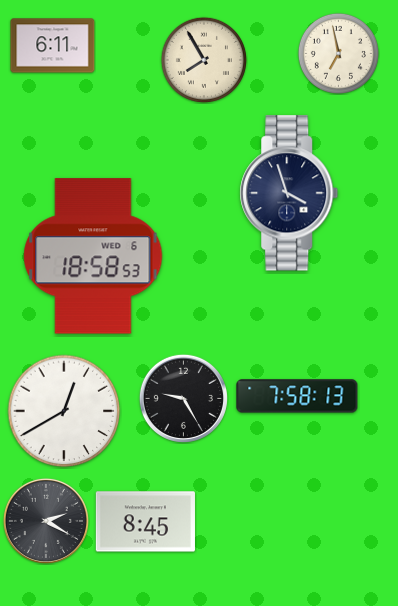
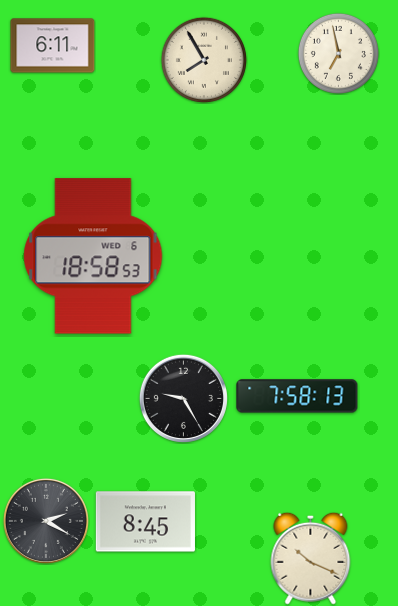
clock at (289, 193): 3:57 -> none
clock at (64, 411): 12:40 -> none
clock at (311, 558): none -> 10:19
